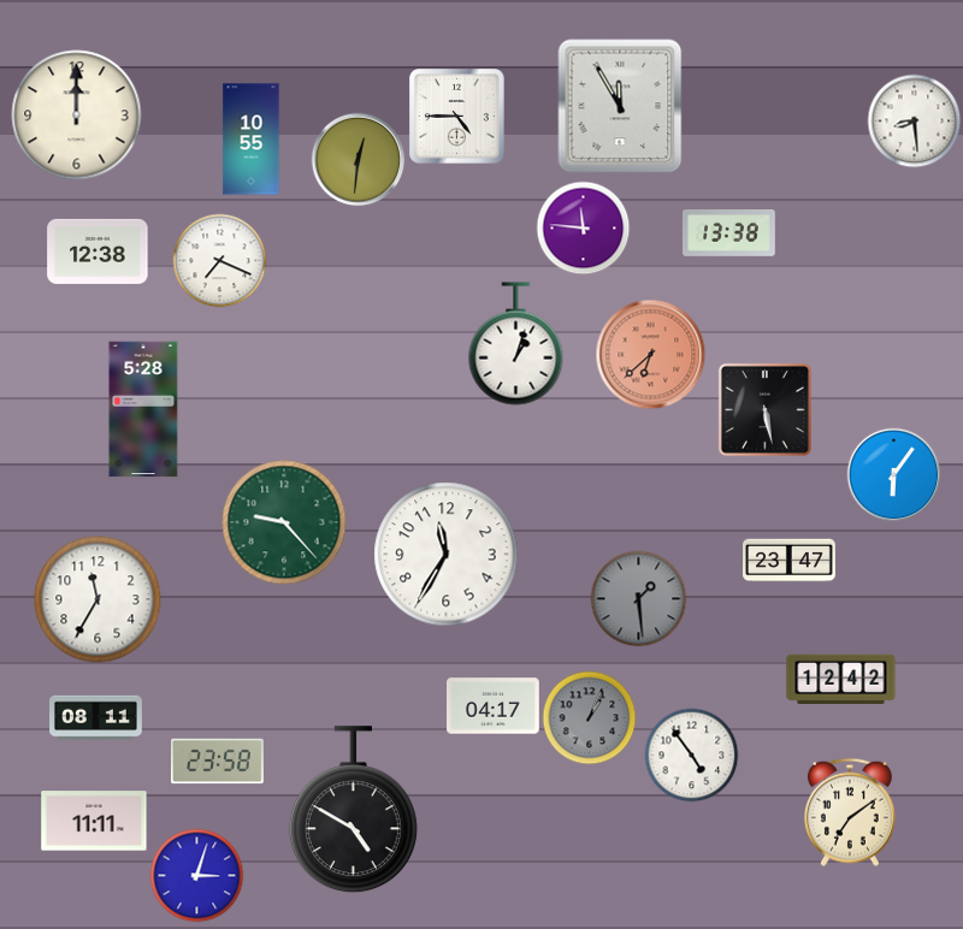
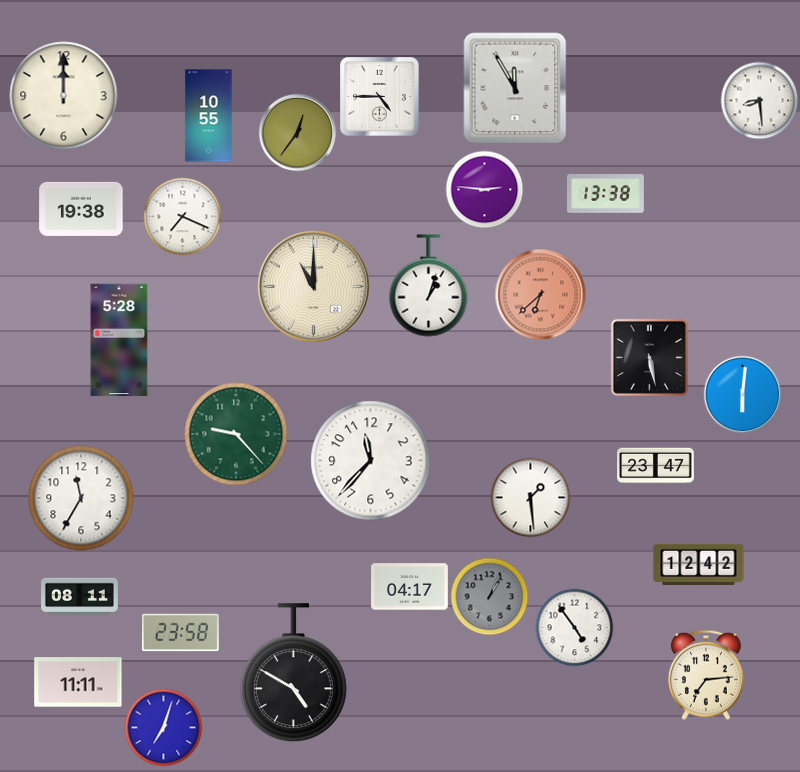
clock at (358, 159): 12:31 -> 12:36
clock at (583, 227): 11:46 -> 2:46
clock at (98, 252): 12:38 -> 19:38
clock at (313, 286): none -> 11:00
clock at (764, 409) position: (764, 409) -> (649, 357)
clock at (893, 474): 6:06 -> 6:01
clock at (447, 555): 11:35 -> 11:37
clock at (638, 598) dial: grey -> white
clock at (851, 812): 7:09 -> 7:14
clock at (196, 875): 3:03 -> 7:03
